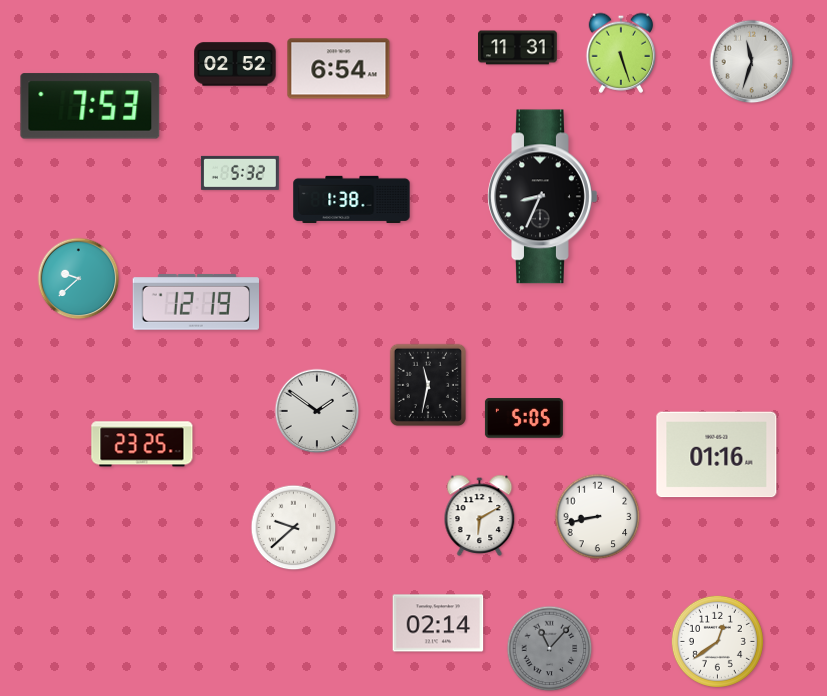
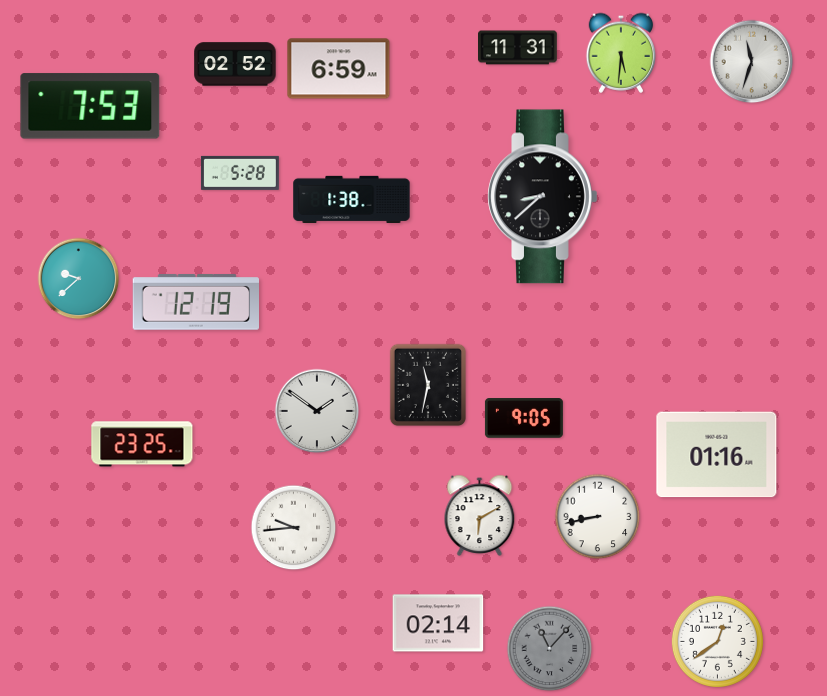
clock at (621, 53): 5:27 -> 5:31
clock at (339, 69): 6:54 -> 6:59
clock at (240, 173): 5:32 -> 5:28
clock at (543, 197): 8:34 -> 8:38
clock at (524, 418): 5:05 -> 9:05
clock at (294, 528): 9:38 -> 9:44
